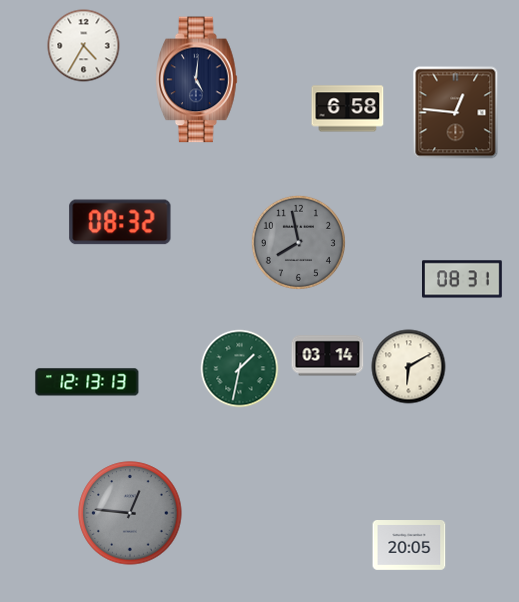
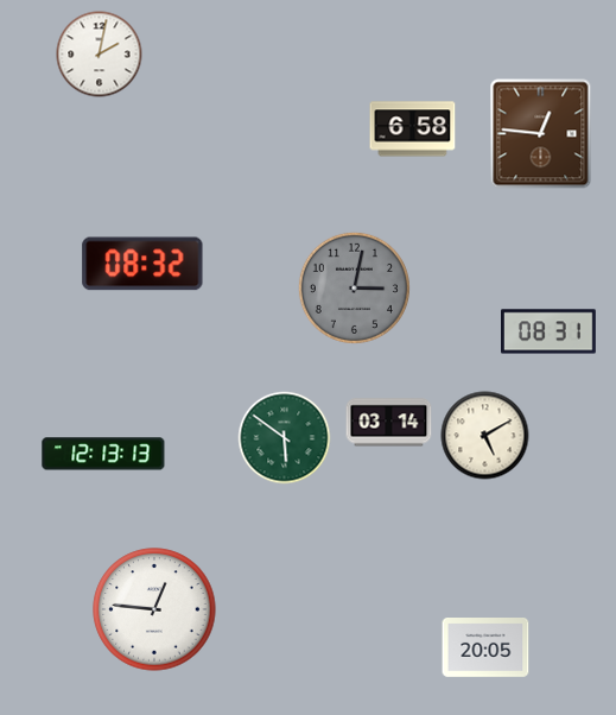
clock at (84, 46): 4:35 -> 2:02
clock at (197, 80): 5:01 -> none
clock at (298, 242): 7:58 -> 3:02
clock at (409, 367): 6:10 -> 5:10
clock at (240, 369): 1:32 -> 5:51
clock at (130, 513) dial: grey -> white
